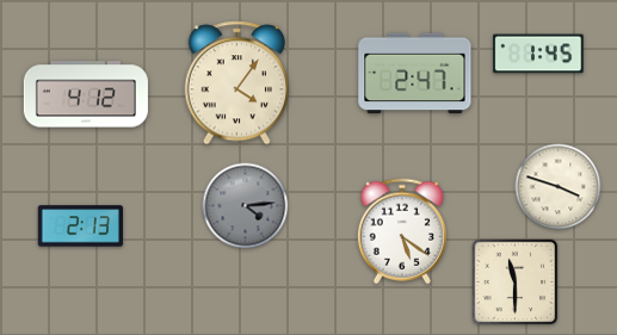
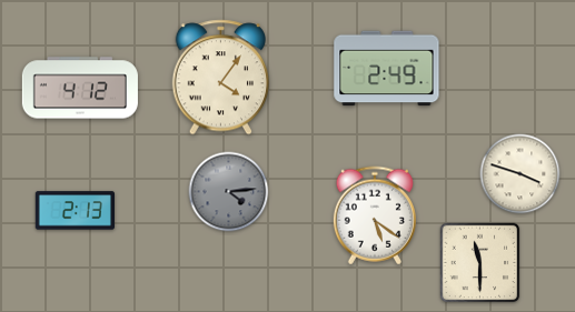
clock at (538, 54): 1:45 -> none
clock at (415, 74): 2:47 -> 2:49
